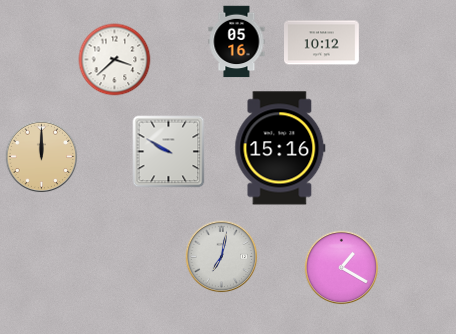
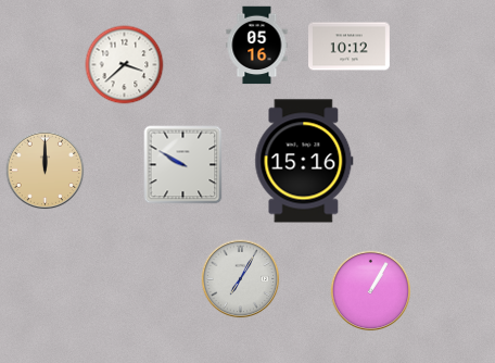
clock at (222, 257): 7:02 -> 7:05
clock at (342, 268): 1:20 -> 1:05
